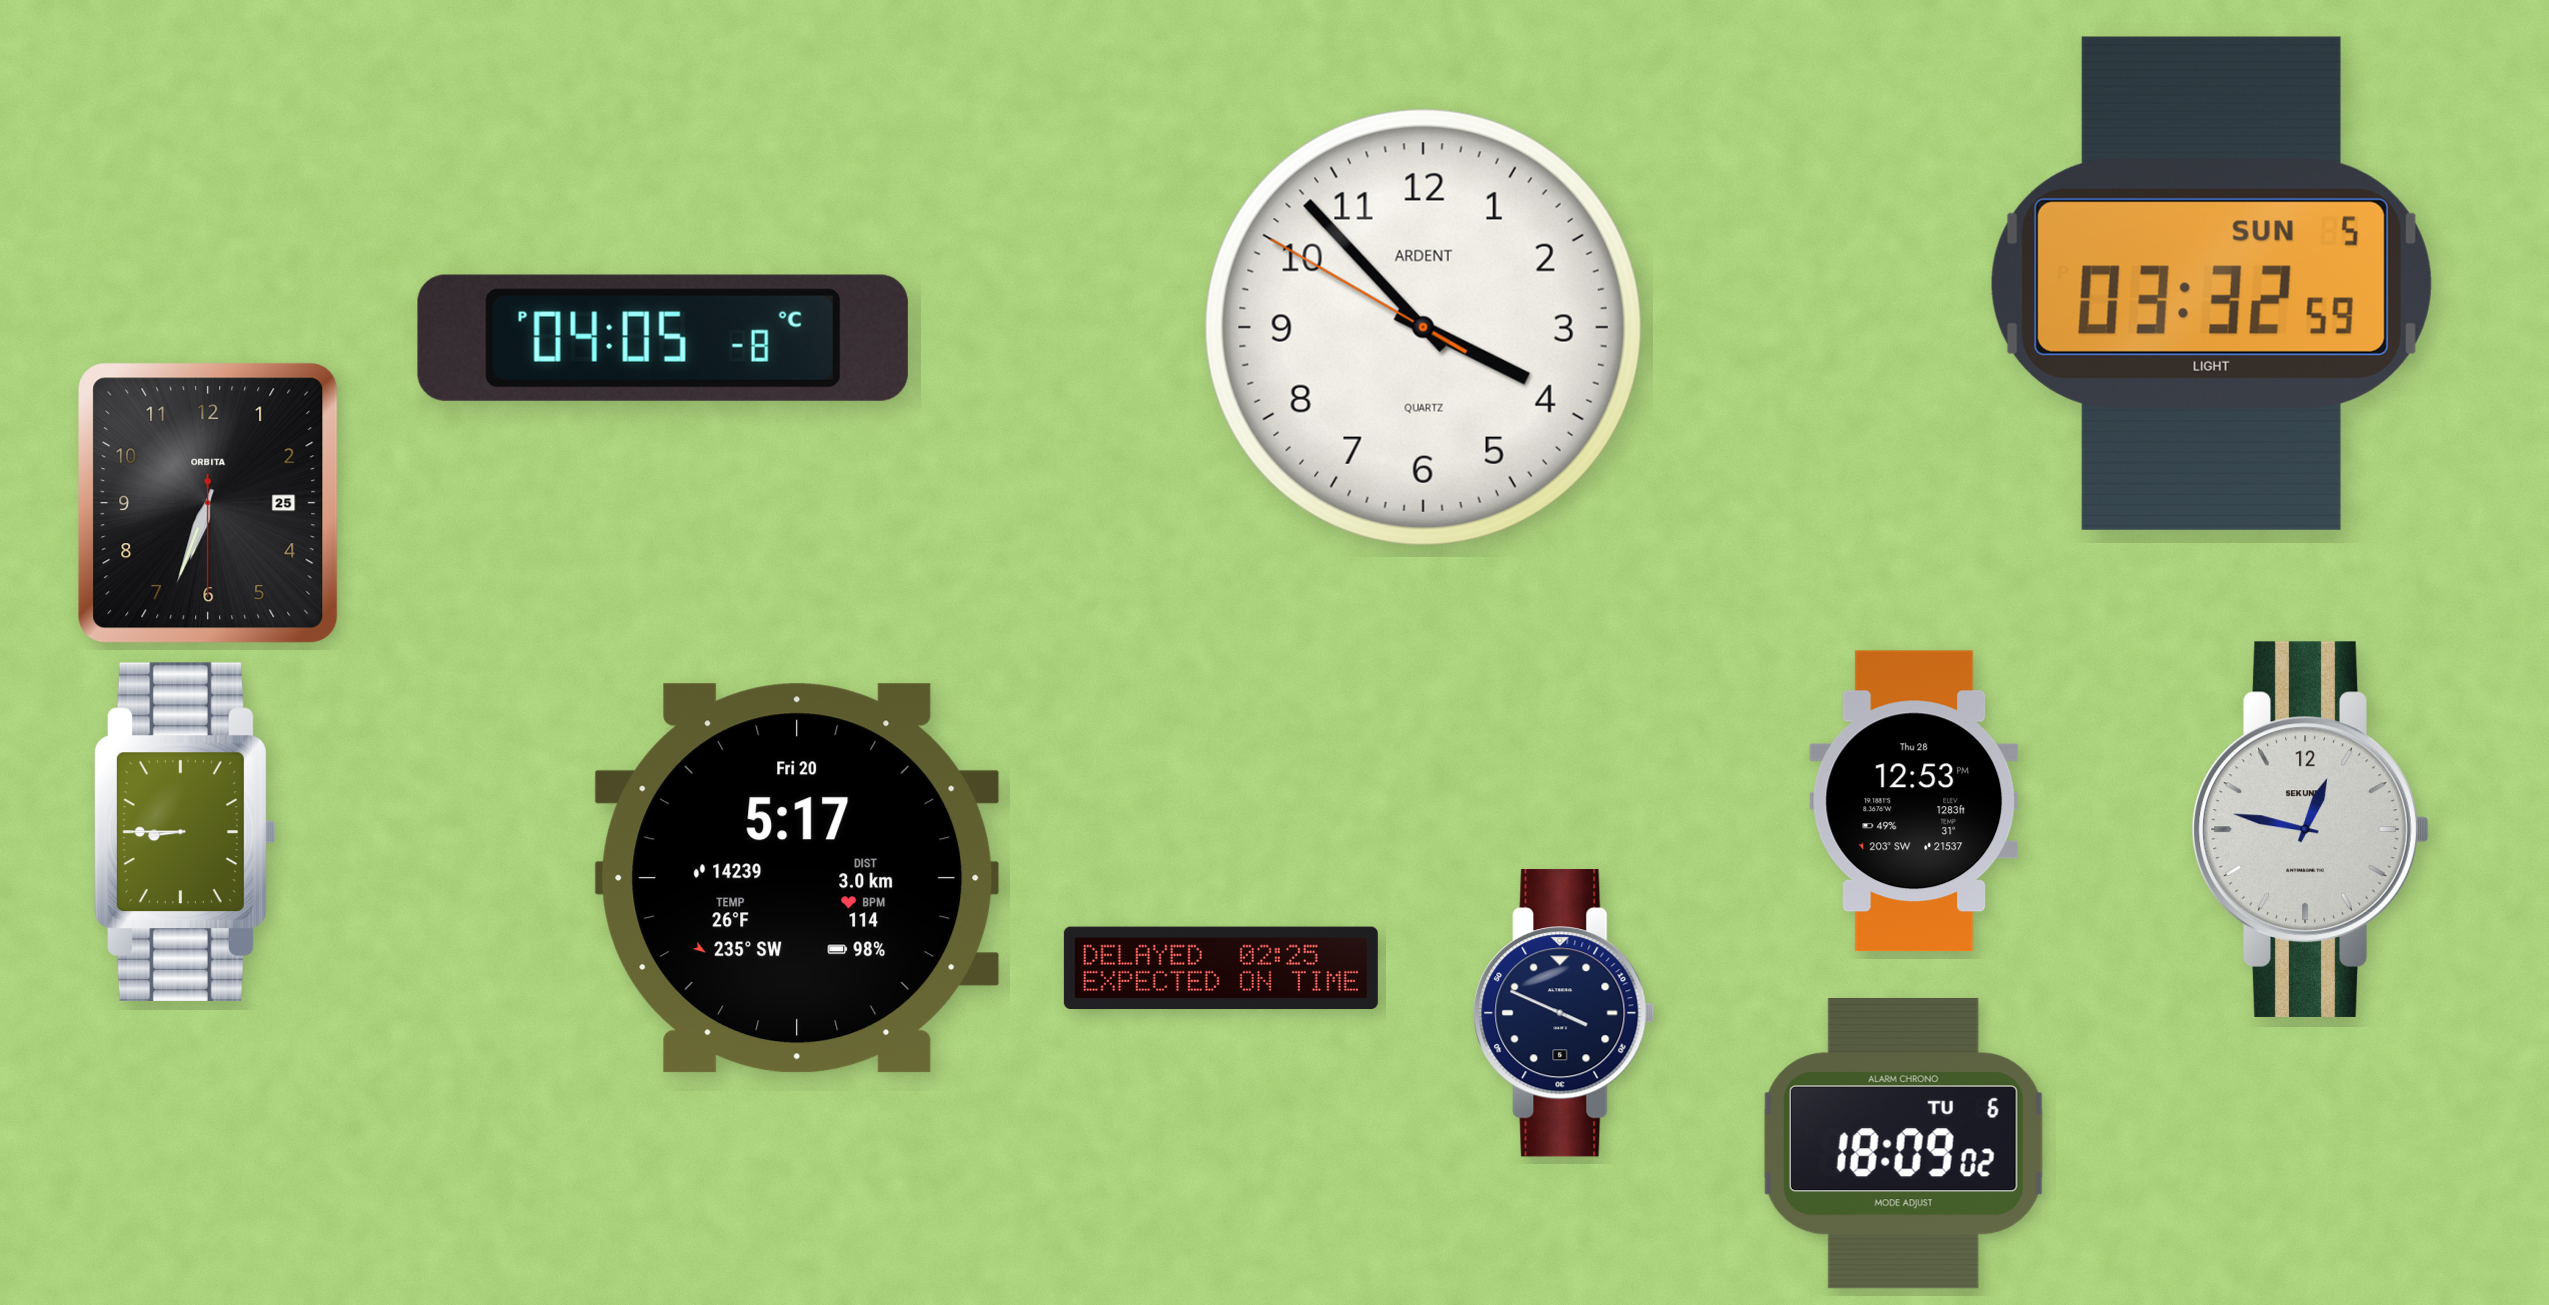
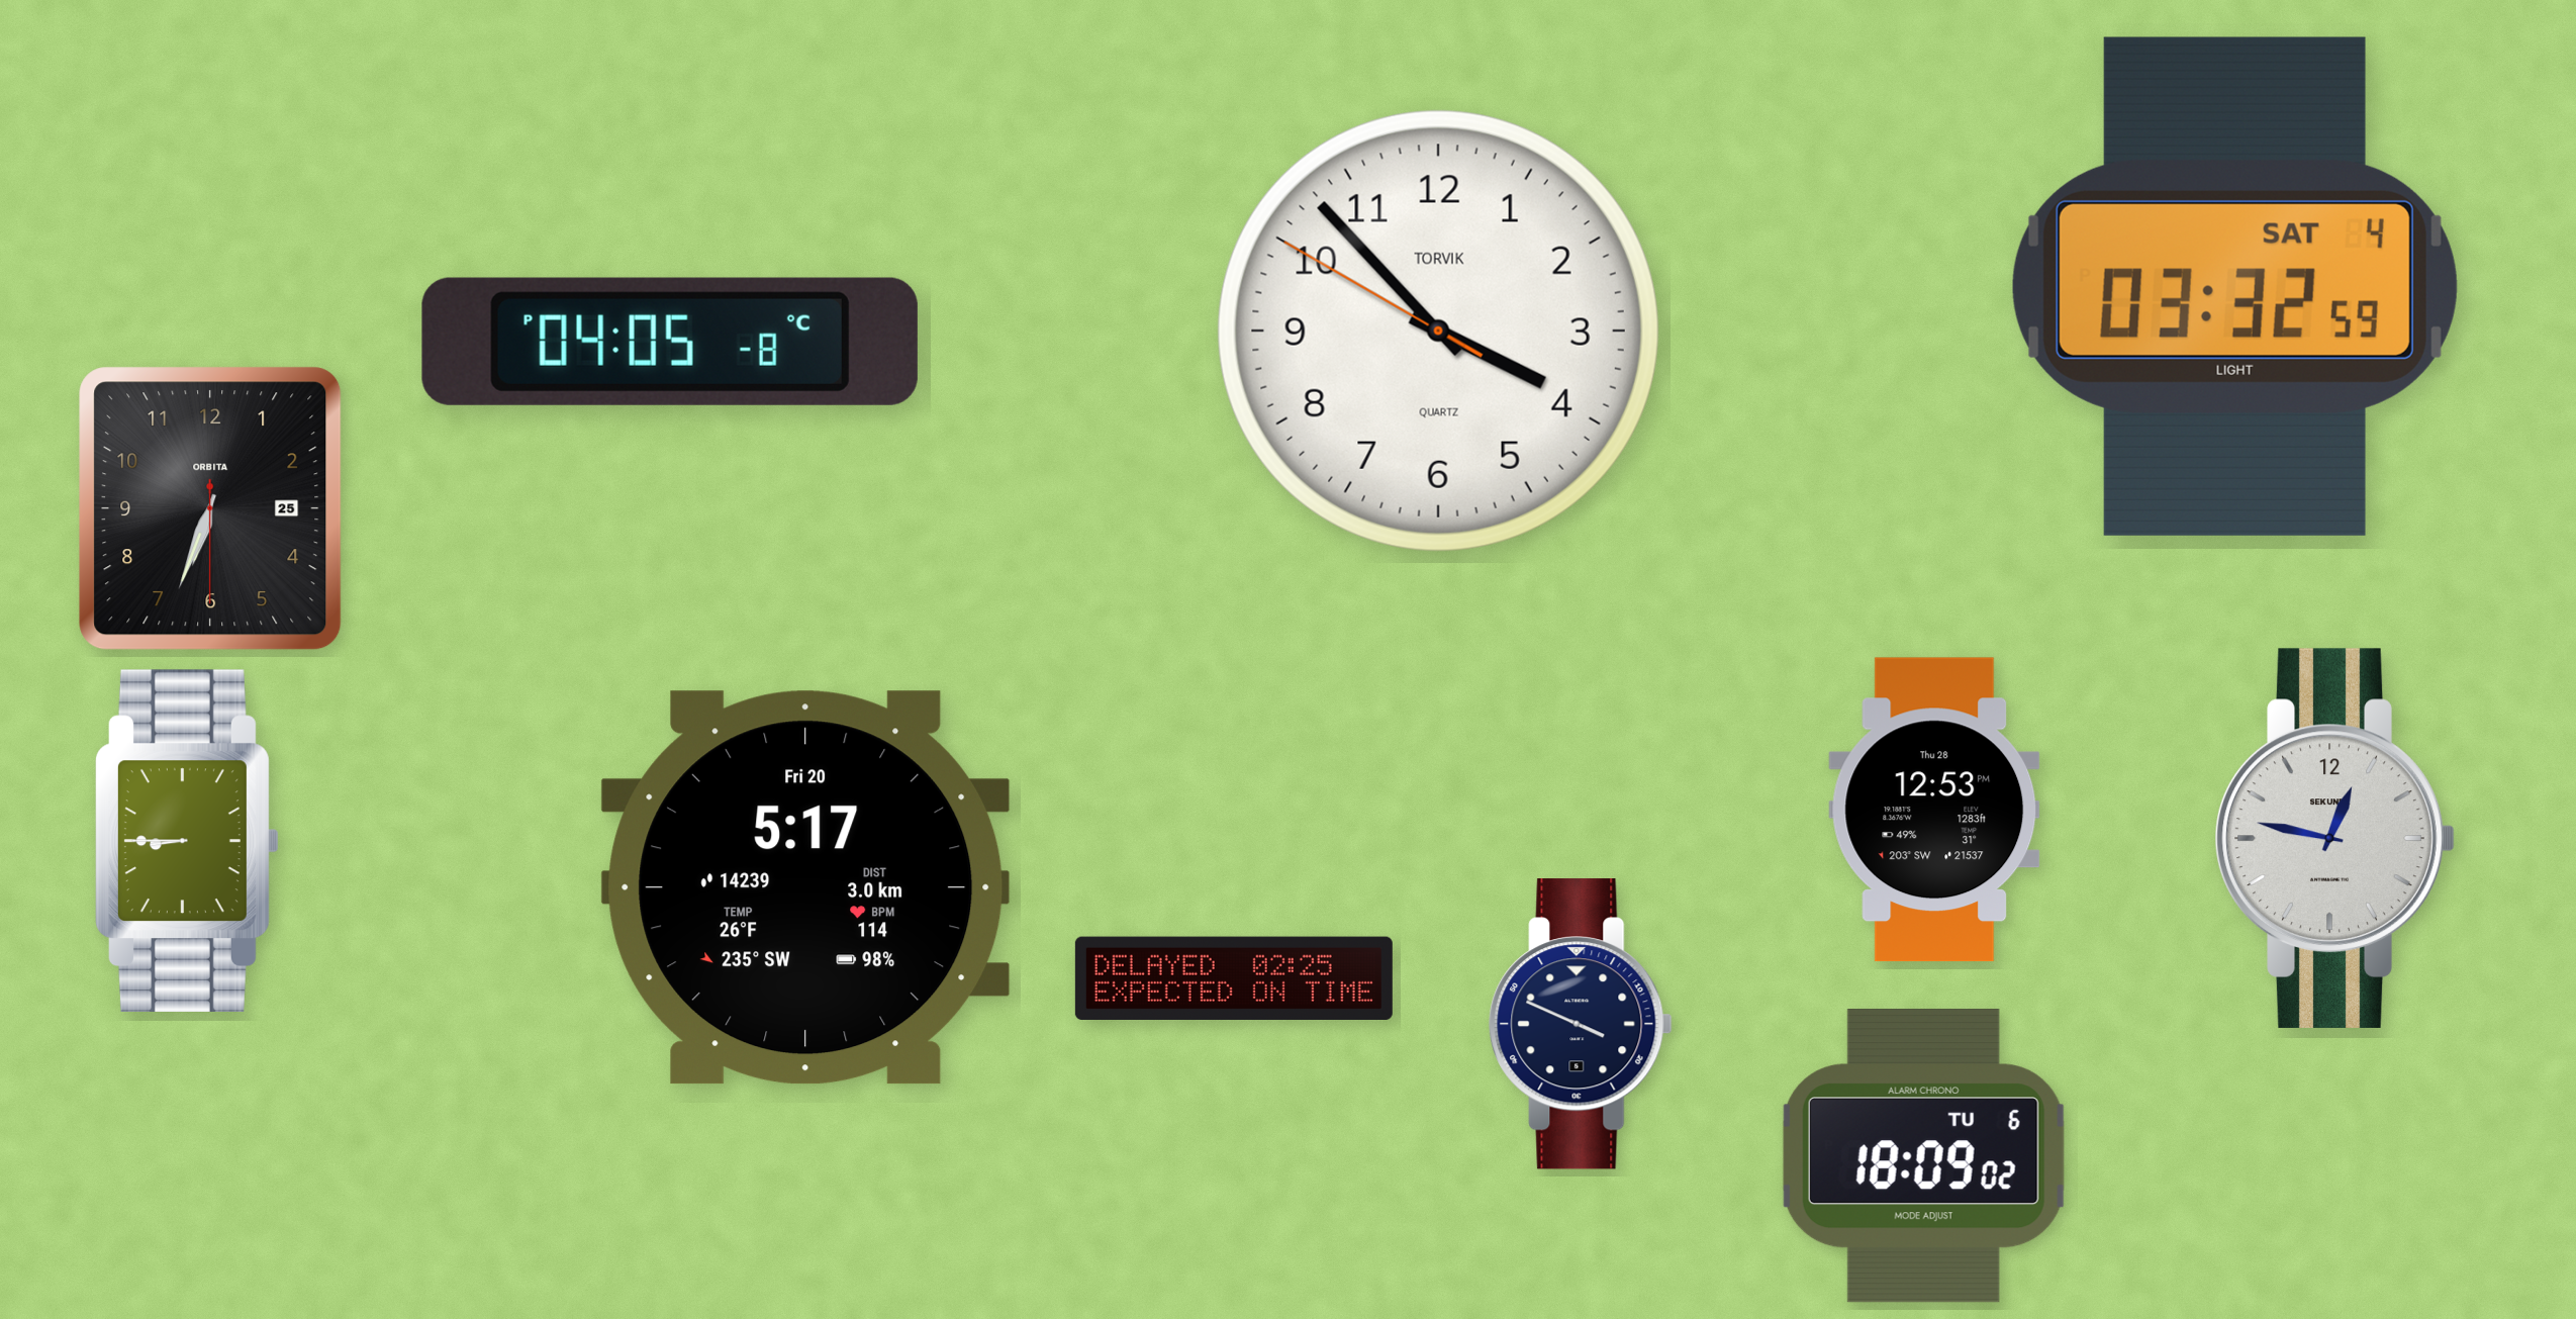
clock at (2211, 283) date: SUN 5 -> SAT 4
clock at (1423, 327) brand: ARDENT -> TORVIK
